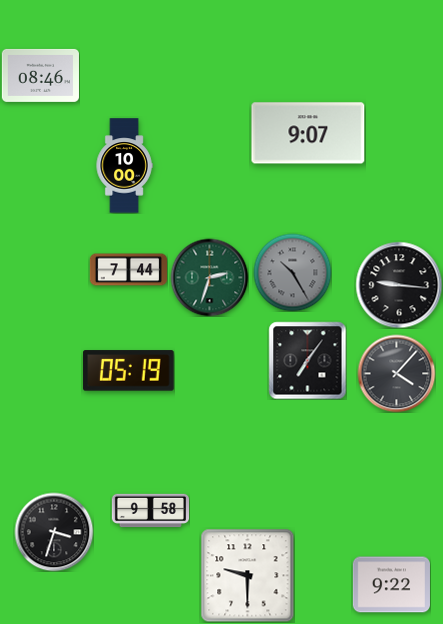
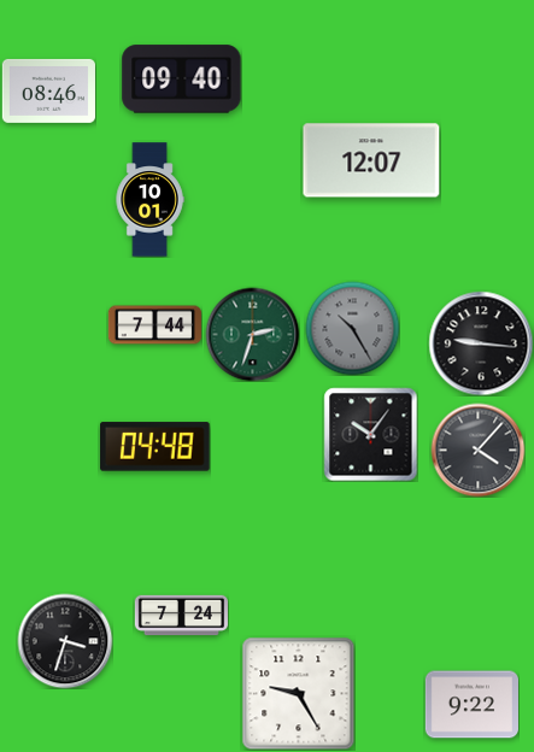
clock at (182, 80): none -> 09:40
clock at (308, 133): 9:07 -> 12:07
clock at (124, 166): 10:00 -> 10:01
clock at (307, 360): 7:06 -> 10:06
clock at (129, 371): 05:19 -> 04:48
clock at (150, 511): 9:58 -> 7:24
clock at (247, 575): 9:30 -> 9:25
